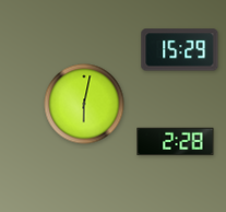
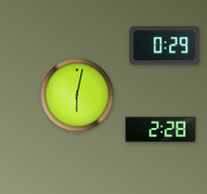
clock at (180, 50): 15:29 -> 0:29
